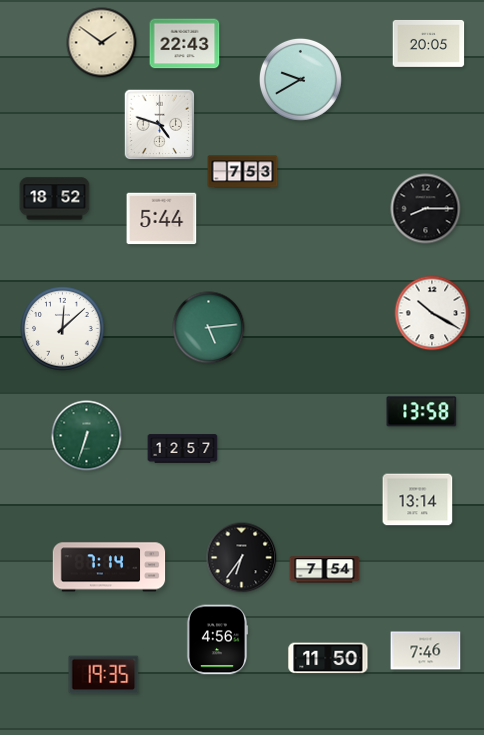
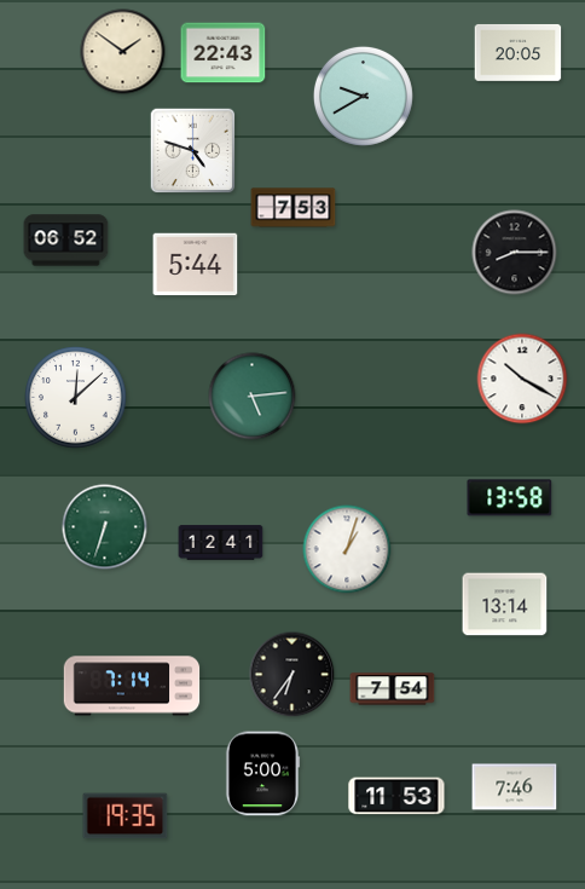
clock at (55, 199): 18:52 -> 06:52
clock at (183, 449): 12:57 -> 12:41
clock at (347, 549): none -> 1:03
clock at (217, 640): 4:56 -> 5:00
clock at (328, 658): 11:50 -> 11:53
